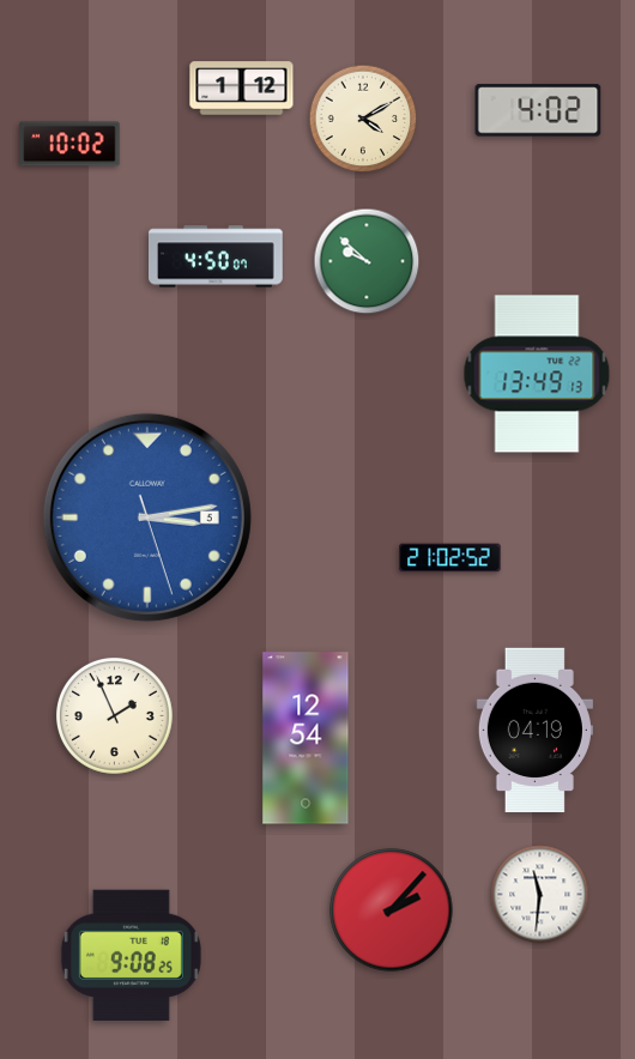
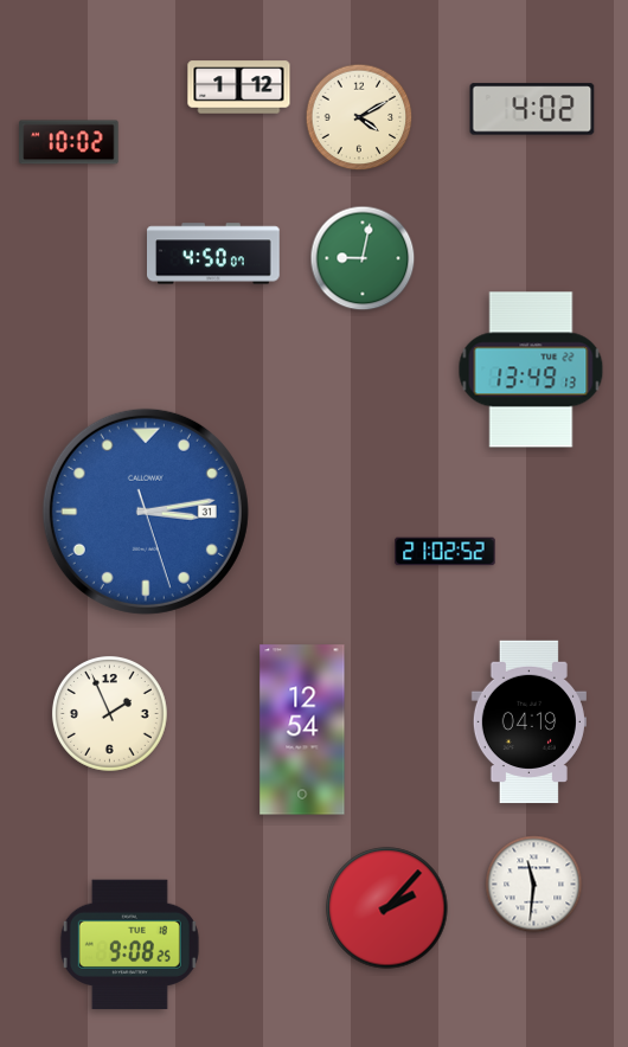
clock at (367, 261): 9:52 -> 9:02
clock at (147, 518) date: 5 -> 31
clock at (114, 715) position: (114, 715) -> (109, 713)
clock at (392, 910) position: (392, 910) -> (387, 908)
